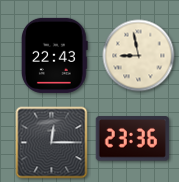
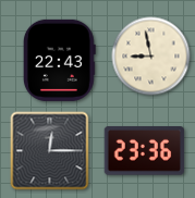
clock at (139, 56) position: (139, 56) -> (151, 57)
clock at (52, 143) position: (52, 143) -> (50, 151)
